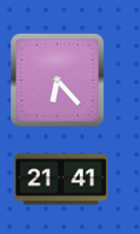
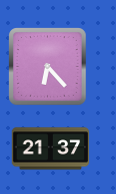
clock at (60, 180): 21:41 -> 21:37
